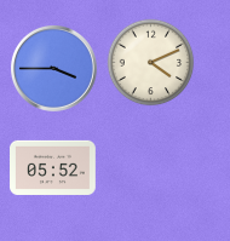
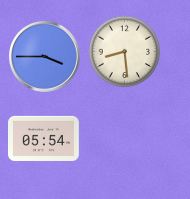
clock at (151, 63): 4:11 -> 8:29
clock at (53, 167): 05:52 -> 05:54
